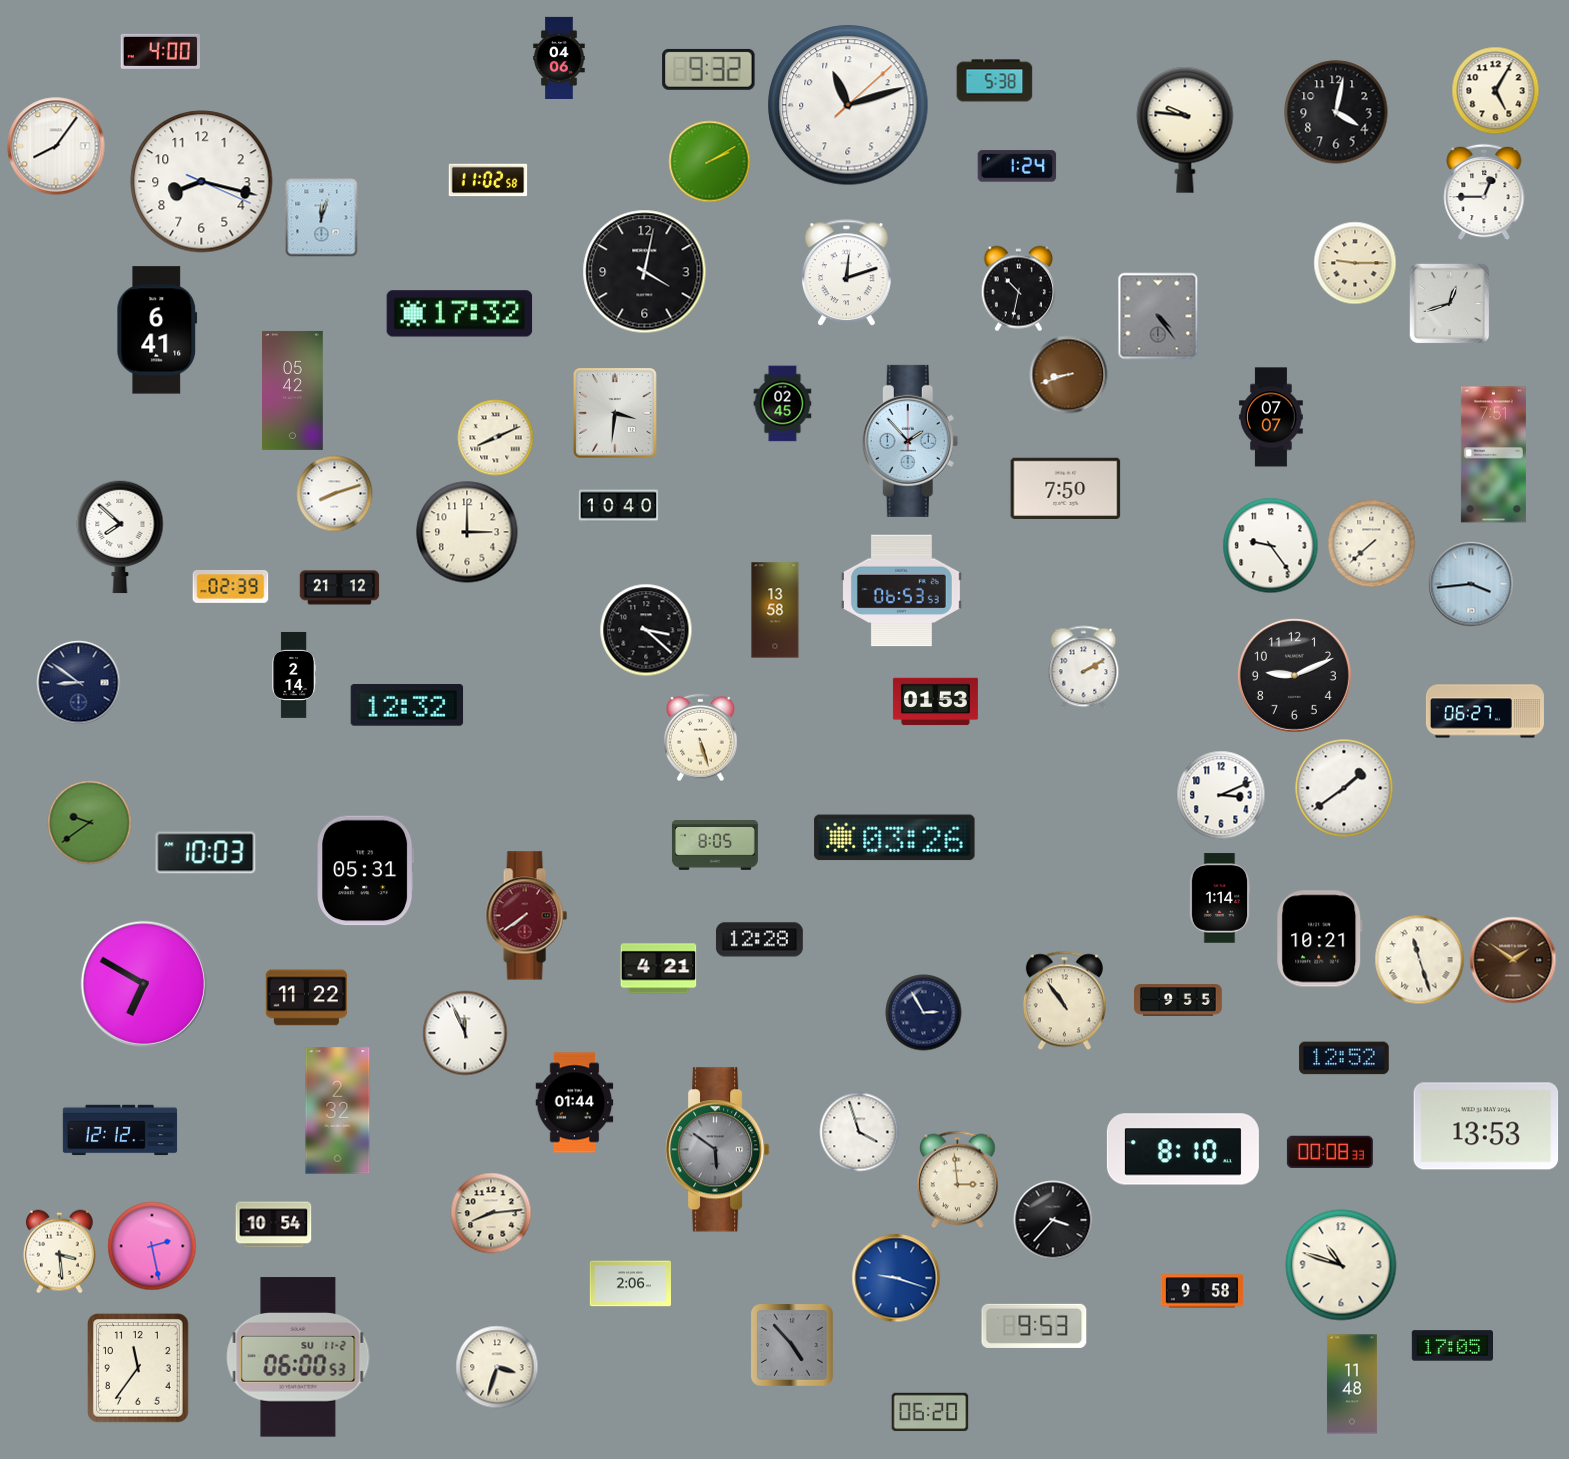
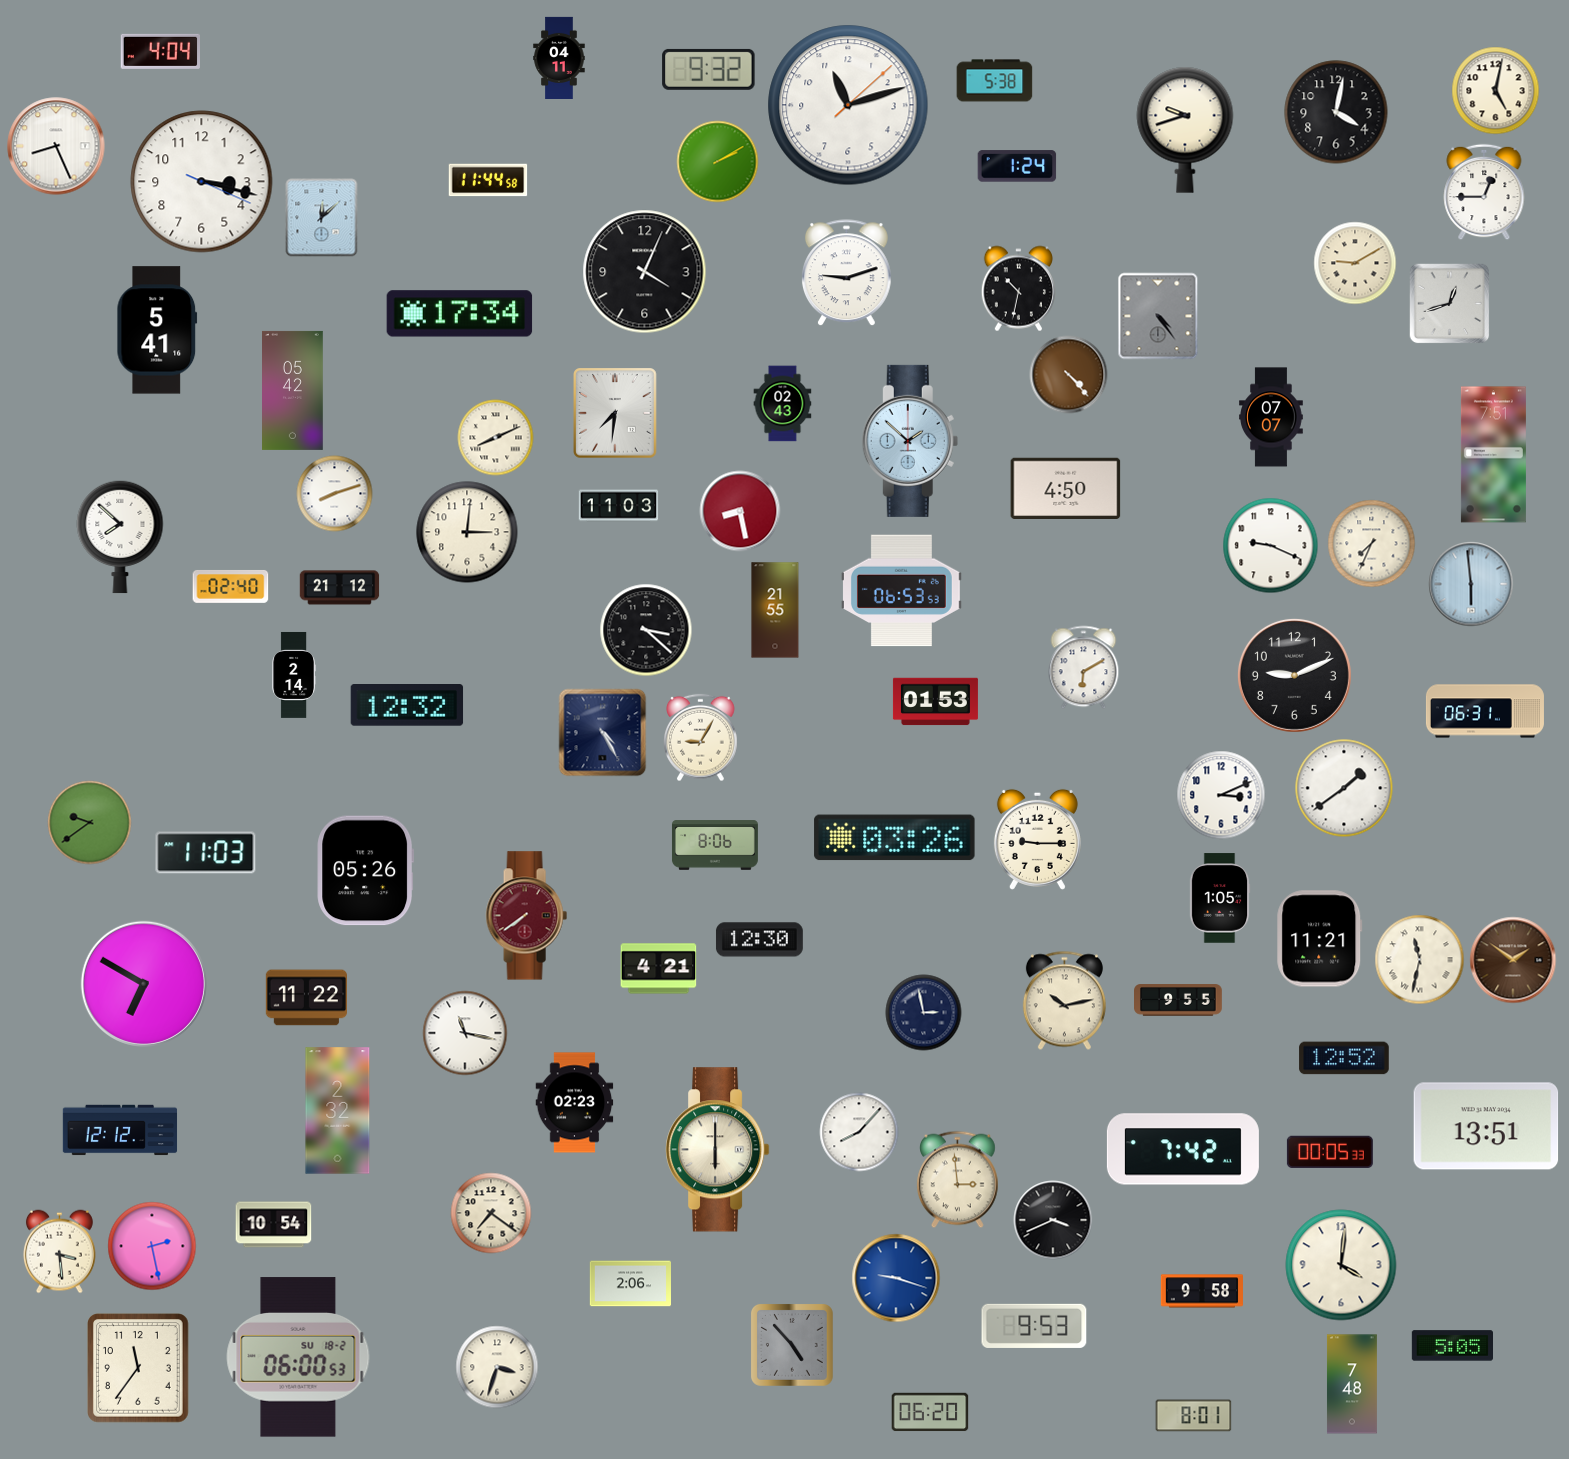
clock at (161, 51): 4:00 -> 4:04
clock at (559, 57): 04:06 -> 04:11
clock at (1496, 91): 5:05 -> 5:02
clock at (1185, 130): 9:46 -> 9:42
clock at (56, 146): 8:06 -> 8:26
clock at (710, 162) position: (710, 162) -> (718, 162)
clock at (488, 180): 11:02 -> 11:44
clock at (202, 182): 8:17 -> 3:17
clock at (322, 218): 12:03 -> 12:08
clock at (1355, 263): 9:15 -> 9:10
clock at (645, 272): 4:02 -> 4:04
clock at (847, 273): 12:12 -> 9:12
clock at (460, 314): 17:32 -> 17:34
clock at (157, 330): 6:41 -> 5:41
clock at (1069, 375): 8:42 -> 4:23
clock at (783, 404): 02:45 -> 02:43
clock at (615, 413): 3:31 -> 7:31
clock at (910, 441): 1:53 -> 1:52
clock at (1066, 488): 7:50 -> 4:50
clock at (619, 506): 10:40 -> 11:03
clock at (740, 511): none -> 8:28
clock at (467, 532): 3:00 -> 3:01
clock at (1372, 544): 7:38 -> 7:34
clock at (1271, 546): 9:24 -> 9:19
clock at (1471, 584): 3:44 -> 5:59
clock at (231, 587): 02:39 -> 02:40
clock at (775, 610): 13:58 -> 21:55
clock at (1084, 668): 2:10 -> 6:10
clock at (79, 683): 8:51 -> none
clock at (1485, 711): 06:27 -> 06:31
clock at (603, 733): none -> 4:25
clock at (701, 738): 5:27 -> 9:05
clock at (1037, 839): none -> 9:15
clock at (715, 845): 8:05 -> 8:06
clock at (206, 853): 10:03 -> 11:03
clock at (365, 871): 05:31 -> 05:26
clock at (1220, 898): 1:14 -> 1:05
clock at (1320, 939): 10:21 -> 11:21
clock at (759, 940): 12:28 -> 12:30
clock at (1420, 960): 11:27 -> 11:32
clock at (1064, 1001): 10:54 -> 10:13
clock at (924, 1013): 2:55 -> 2:58
clock at (465, 1033): 11:56 -> 11:17
clock at (575, 1103): 01:44 -> 02:23
clock at (1486, 1126): 13:53 -> 13:51
clock at (859, 1132): 3:57 -> 8:07
clock at (1183, 1149): 8:10 -> 7:42
clock at (718, 1150): 5:51 -> 6:00
clock at (718, 1150) dial: grey -> cream
clock at (1330, 1151): 00:08 -> 00:05
clock at (491, 1213): 8:14 -> 7:21
clock at (1053, 1220): 3:37 -> 3:41
clock at (1341, 1265): 10:48 -> 4:01
clock at (1452, 1346): 17:05 -> 5:05
clock at (298, 1357) date: SU 11-2 -> SU 18-2
clock at (1352, 1384): 11:48 -> 7:48
clock at (1194, 1416): none -> 8:01
